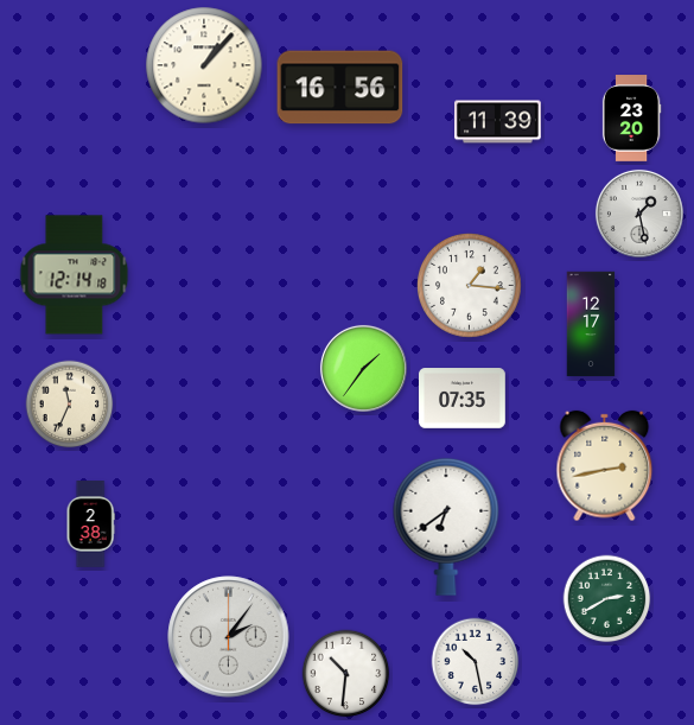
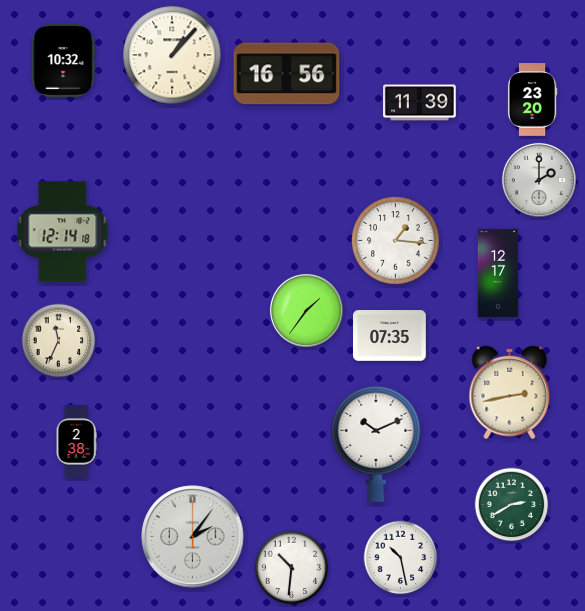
clock at (63, 61): none -> 10:32
clock at (639, 214): 1:28 -> 2:00
clock at (446, 527): 6:39 -> 10:11
